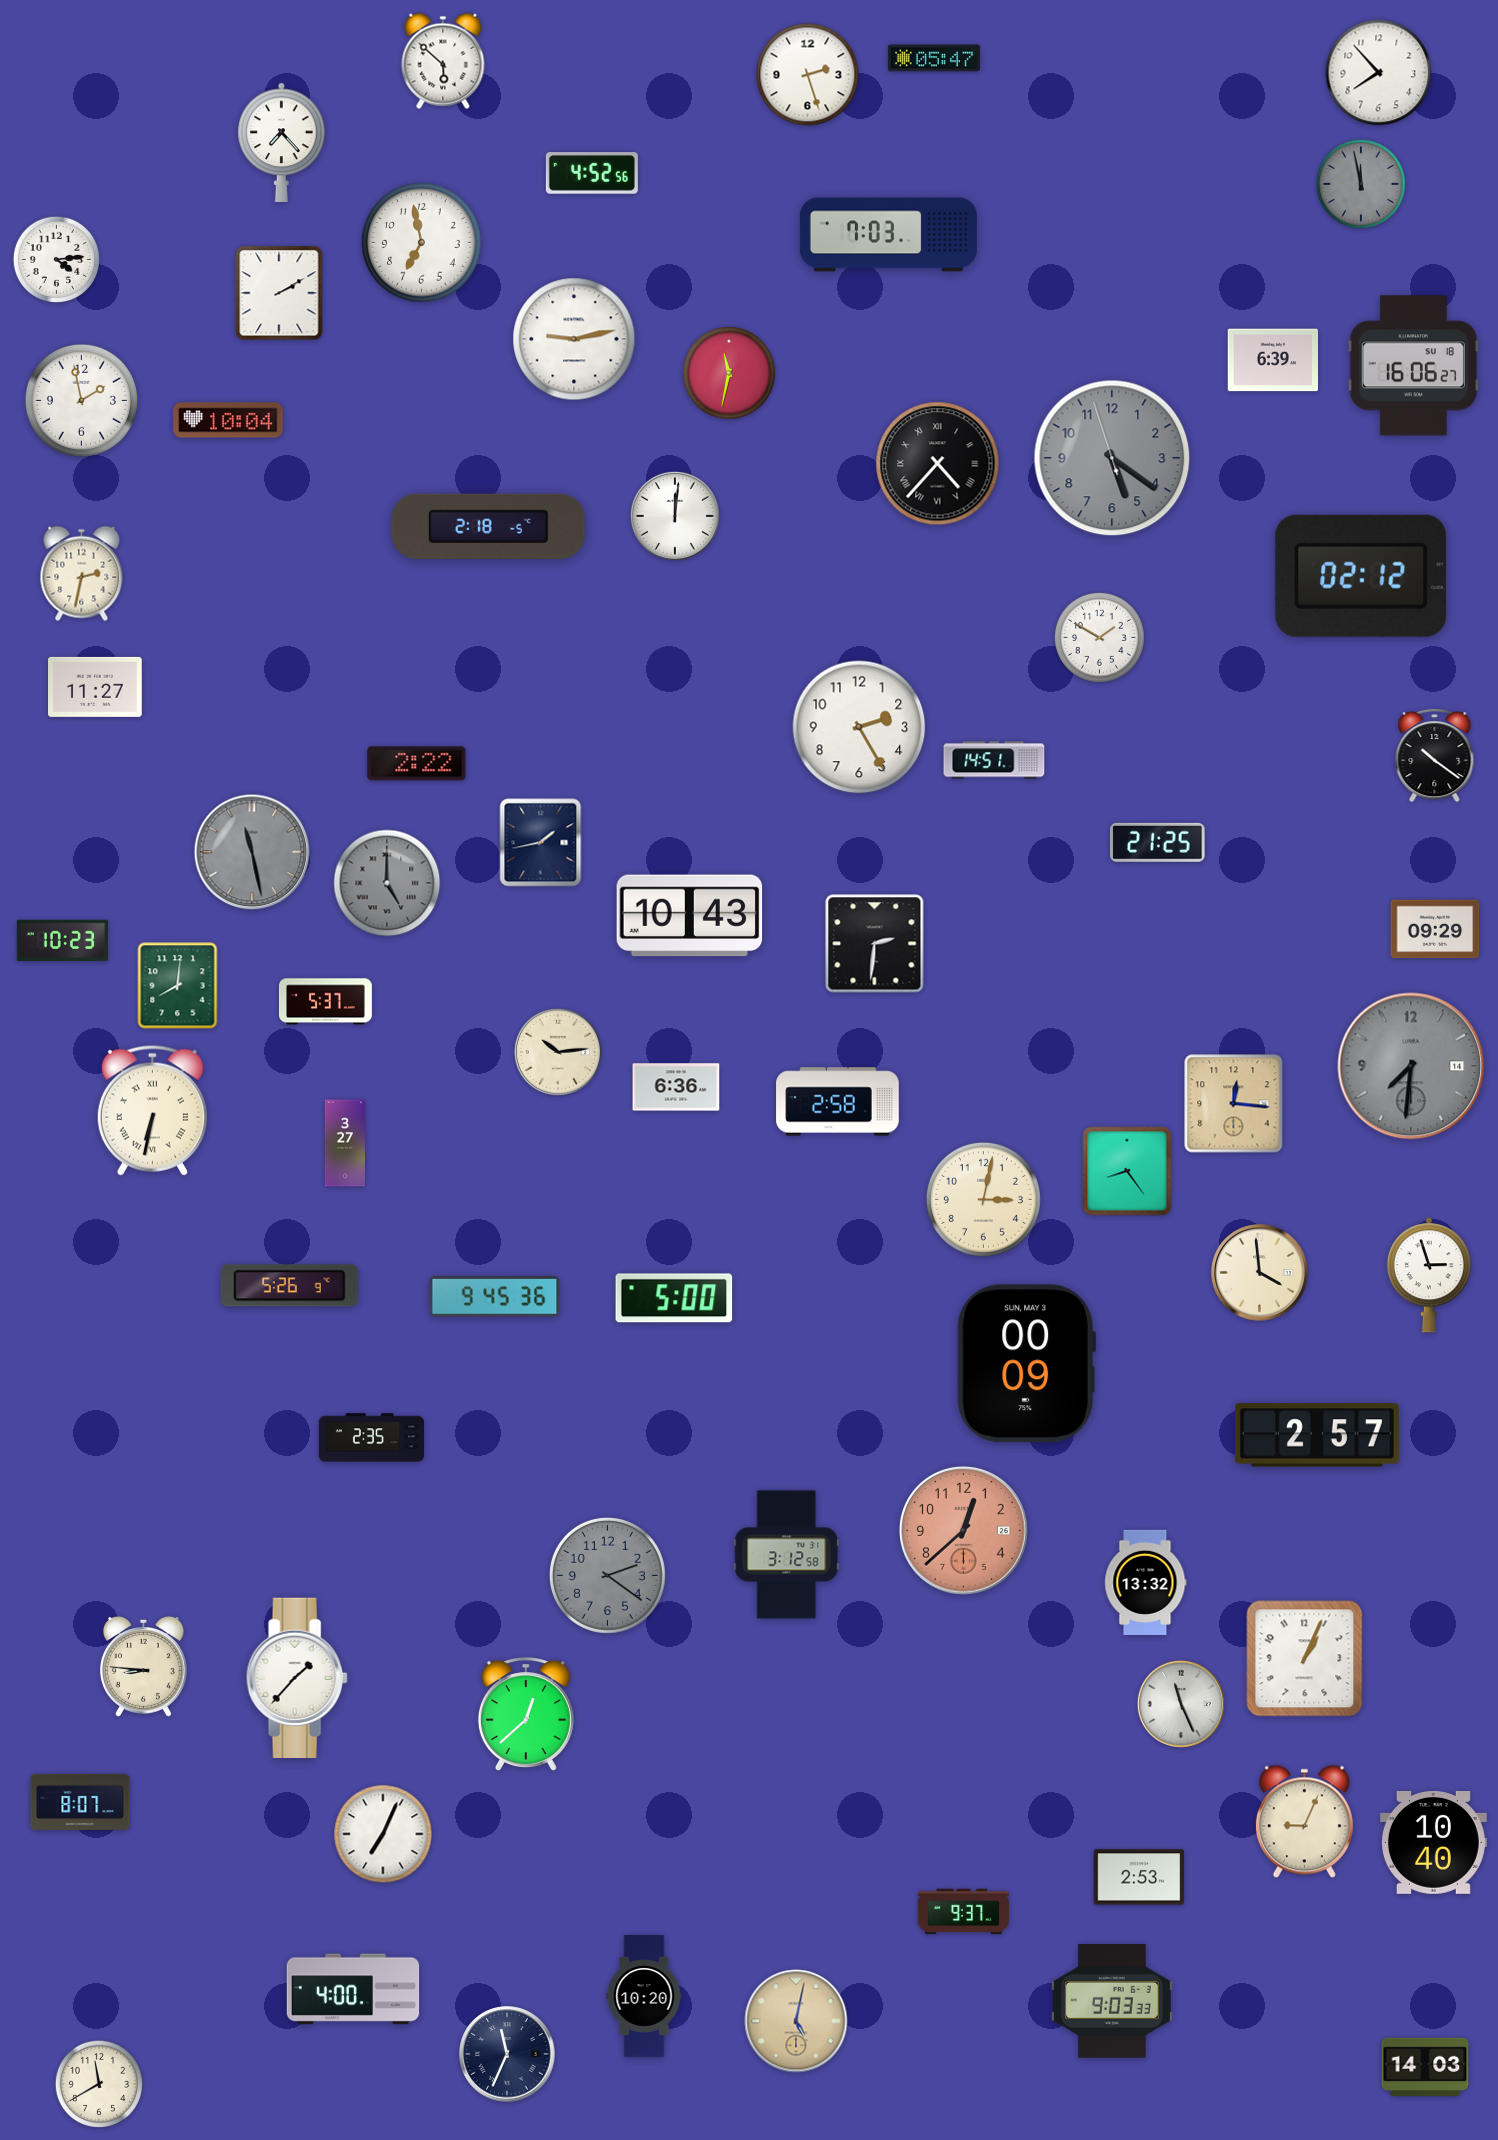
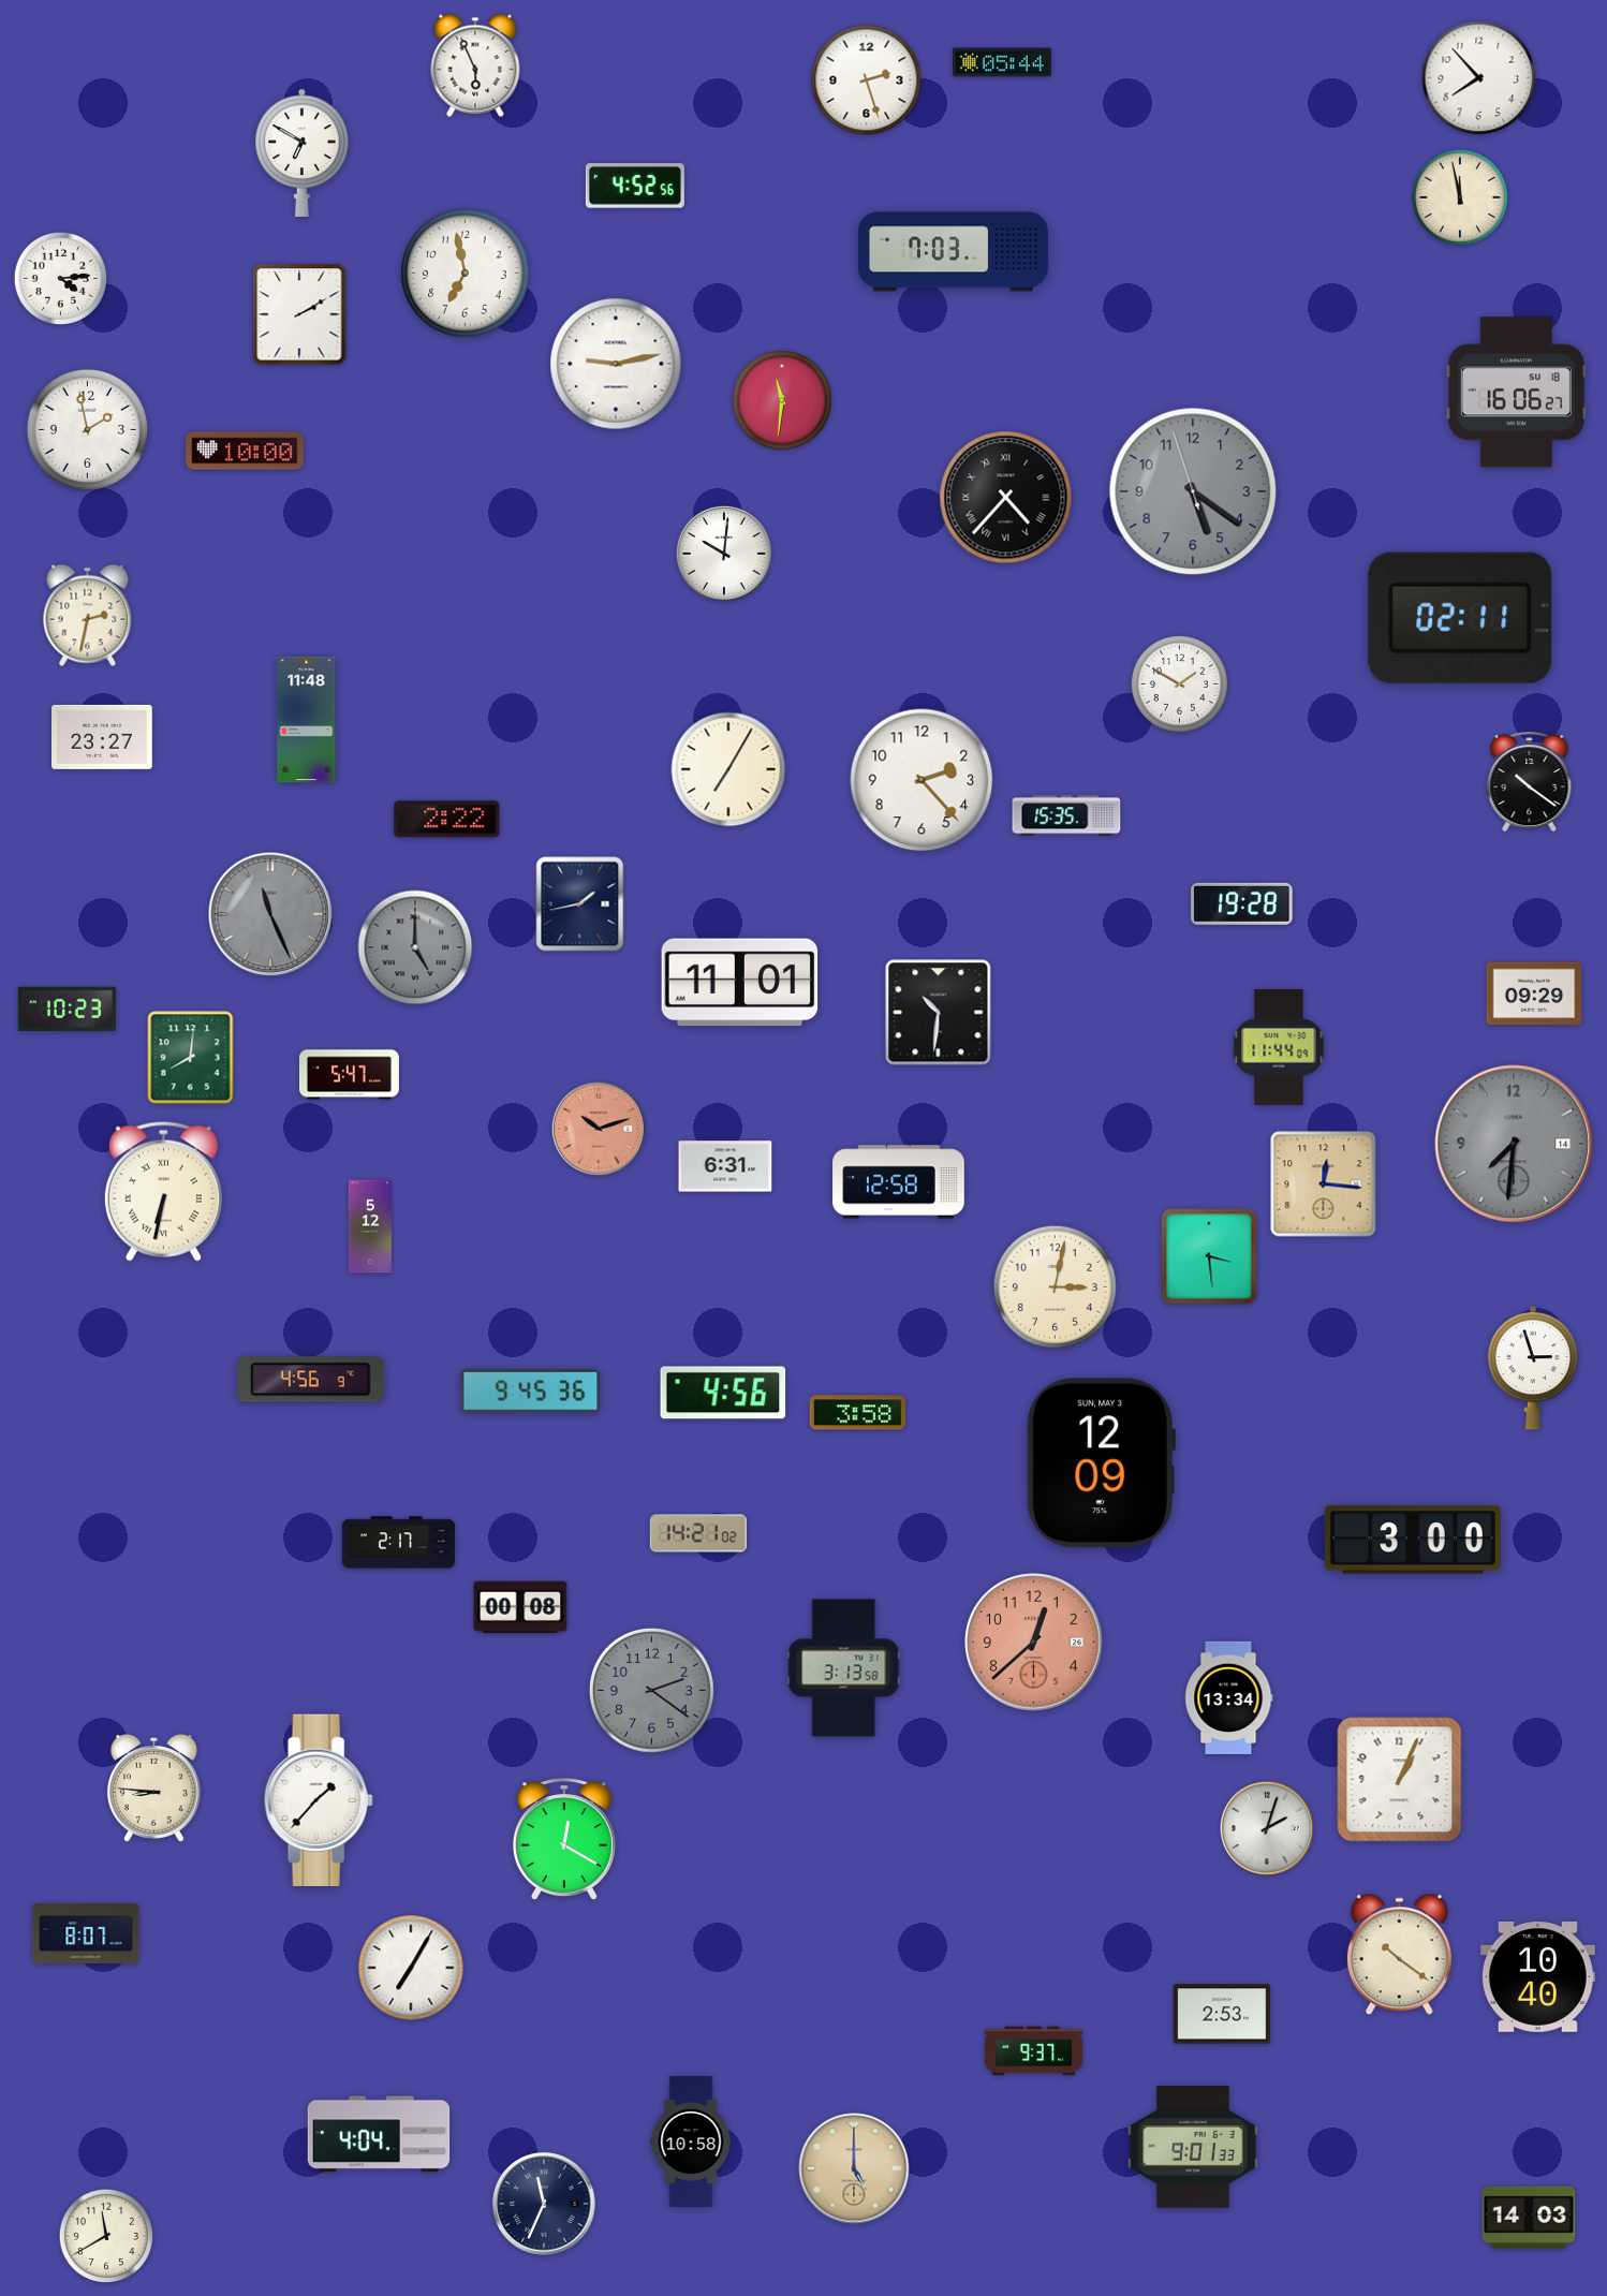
clock at (934, 58): 05:47 -> 05:44
clock at (443, 61): 5:52 -> 5:56
clock at (282, 142): 7:23 -> 6:50
clock at (1361, 184) dial: grey -> cream
clock at (422, 243) position: (422, 243) -> (466, 274)
clock at (1272, 360): 6:39 -> none
clock at (729, 373): 11:32 -> 11:31
clock at (228, 420): 10:04 -> 10:00
clock at (675, 516): 12:01 -> 10:01
clock at (488, 526): 2:18 -> none
clock at (1361, 576): 02:12 -> 02:11
clock at (307, 720): none -> 11:48
clock at (96, 687): 11:27 -> 23:27
clock at (728, 769): none -> 7:05
clock at (859, 727): 2:25 -> 2:23
clock at (1435, 755) position: (1435, 755) -> (1530, 781)
clock at (994, 760): 14:51 -> 15:35
clock at (1158, 842): 21:25 -> 19:28
clock at (252, 852): 11:28 -> 11:26
clock at (690, 916): 10:43 -> 11:01
clock at (1435, 929) position: (1435, 929) -> (1534, 994)
clock at (875, 944): 2:31 -> 10:31
clock at (1279, 1048): none -> 11:44
clock at (325, 1002): 5:37 -> 5:47
clock at (558, 1052): 10:14 -> 10:12
clock at (558, 1052) dial: cream -> salmon
clock at (676, 1087): 6:36 -> 6:31
clock at (838, 1102): 2:58 -> 12:58
clock at (345, 1143): 3:27 -> 5:12
clock at (1127, 1171): 8:24 -> 3:29
clock at (1260, 1273): 3:59 -> none
clock at (289, 1286): 5:26 -> 4:56
clock at (674, 1298): 5:00 -> 4:56
clock at (858, 1413): none -> 3:58
clock at (1026, 1364): 00:09 -> 12:09
clock at (698, 1533): none -> 14:21
clock at (1317, 1435): 2:57 -> 3:00
clock at (371, 1438): 2:35 -> 2:17
clock at (520, 1607): none -> 00:08
clock at (787, 1555): 3:12 -> 3:13
clock at (1146, 1582): 13:32 -> 13:34
clock at (1181, 1704): 11:26 -> 2:03
clock at (526, 1715): 12:38 -> 12:20
clock at (1304, 1822): 9:04 -> 10:21
clock at (383, 1834): 7:04 -> 7:05
clock at (353, 1989): 4:00 -> 4:04
clock at (644, 1996): 10:20 -> 10:58
clock at (1112, 2001): 9:03 -> 9:01
clock at (796, 2021): 5:02 -> 5:00
